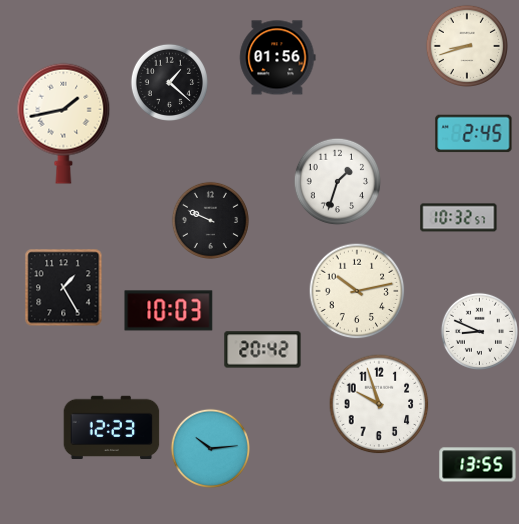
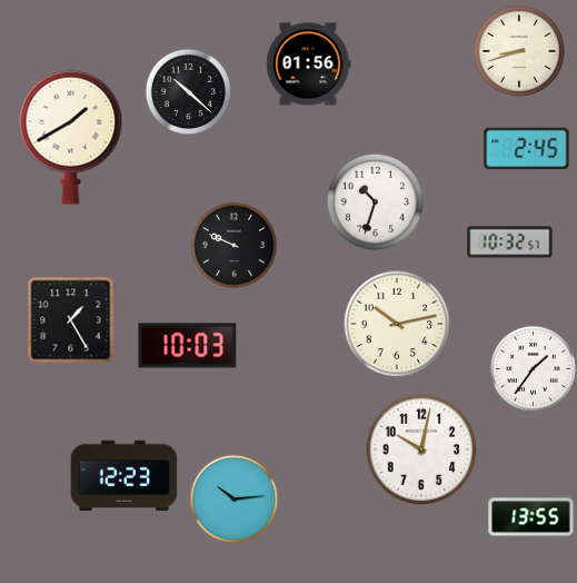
clock at (169, 82): 1:22 -> 10:22
clock at (64, 123): 1:43 -> 1:40
clock at (337, 181): 1:33 -> 10:33
clock at (479, 331): 8:49 -> 1:36
clock at (263, 350): 20:42 -> none
clock at (379, 404): 9:57 -> 10:02
